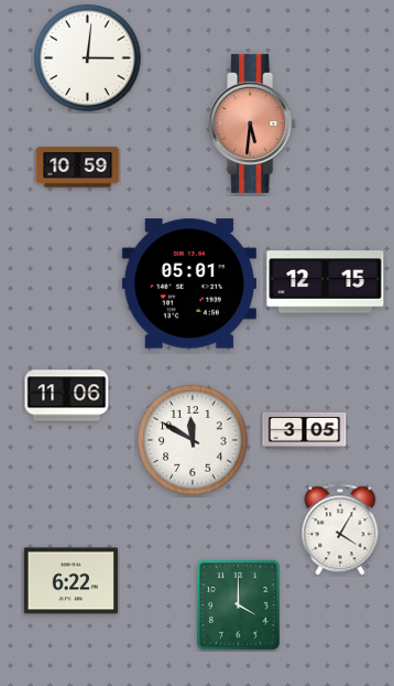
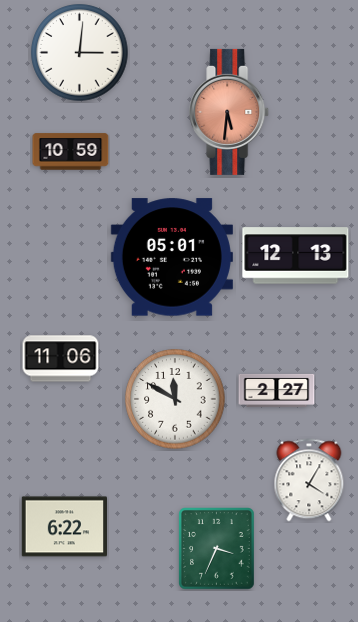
clock at (326, 282): 12:15 -> 12:13
clock at (305, 430): 3:05 -> 2:27
clock at (239, 605): 4:00 -> 3:34
